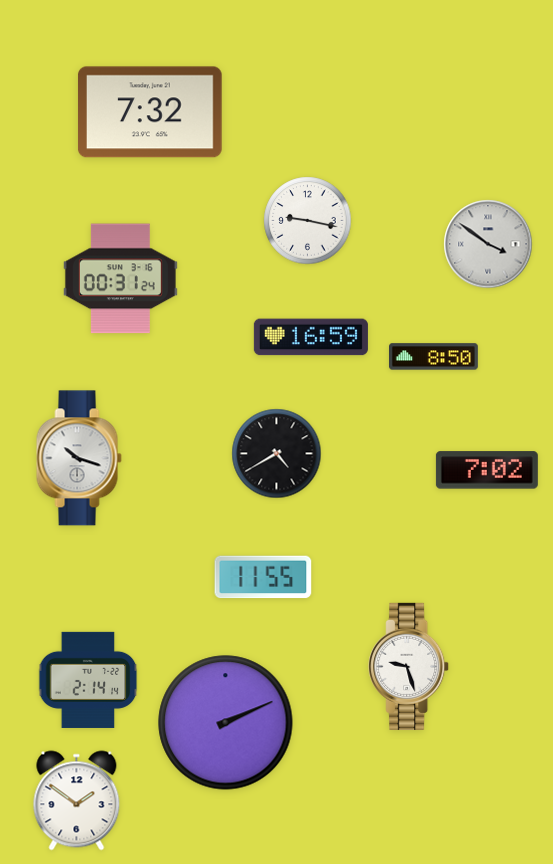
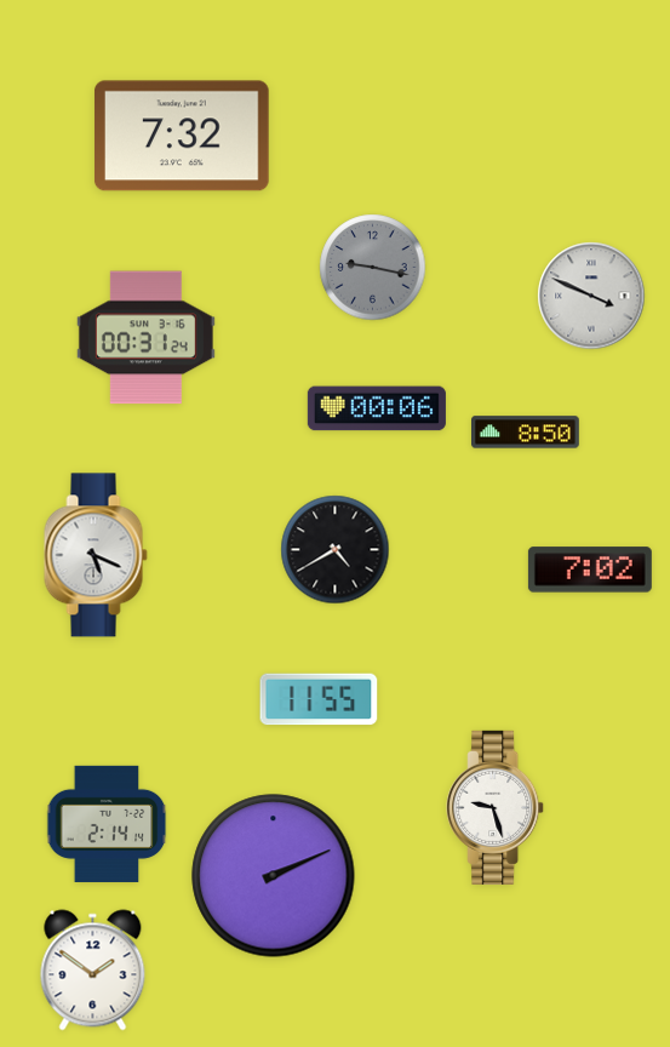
clock at (308, 221) dial: white -> grey
clock at (488, 244): 3:51 -> 3:49
clock at (311, 337): 16:59 -> 00:06
clock at (79, 458): 10:18 -> 5:19
